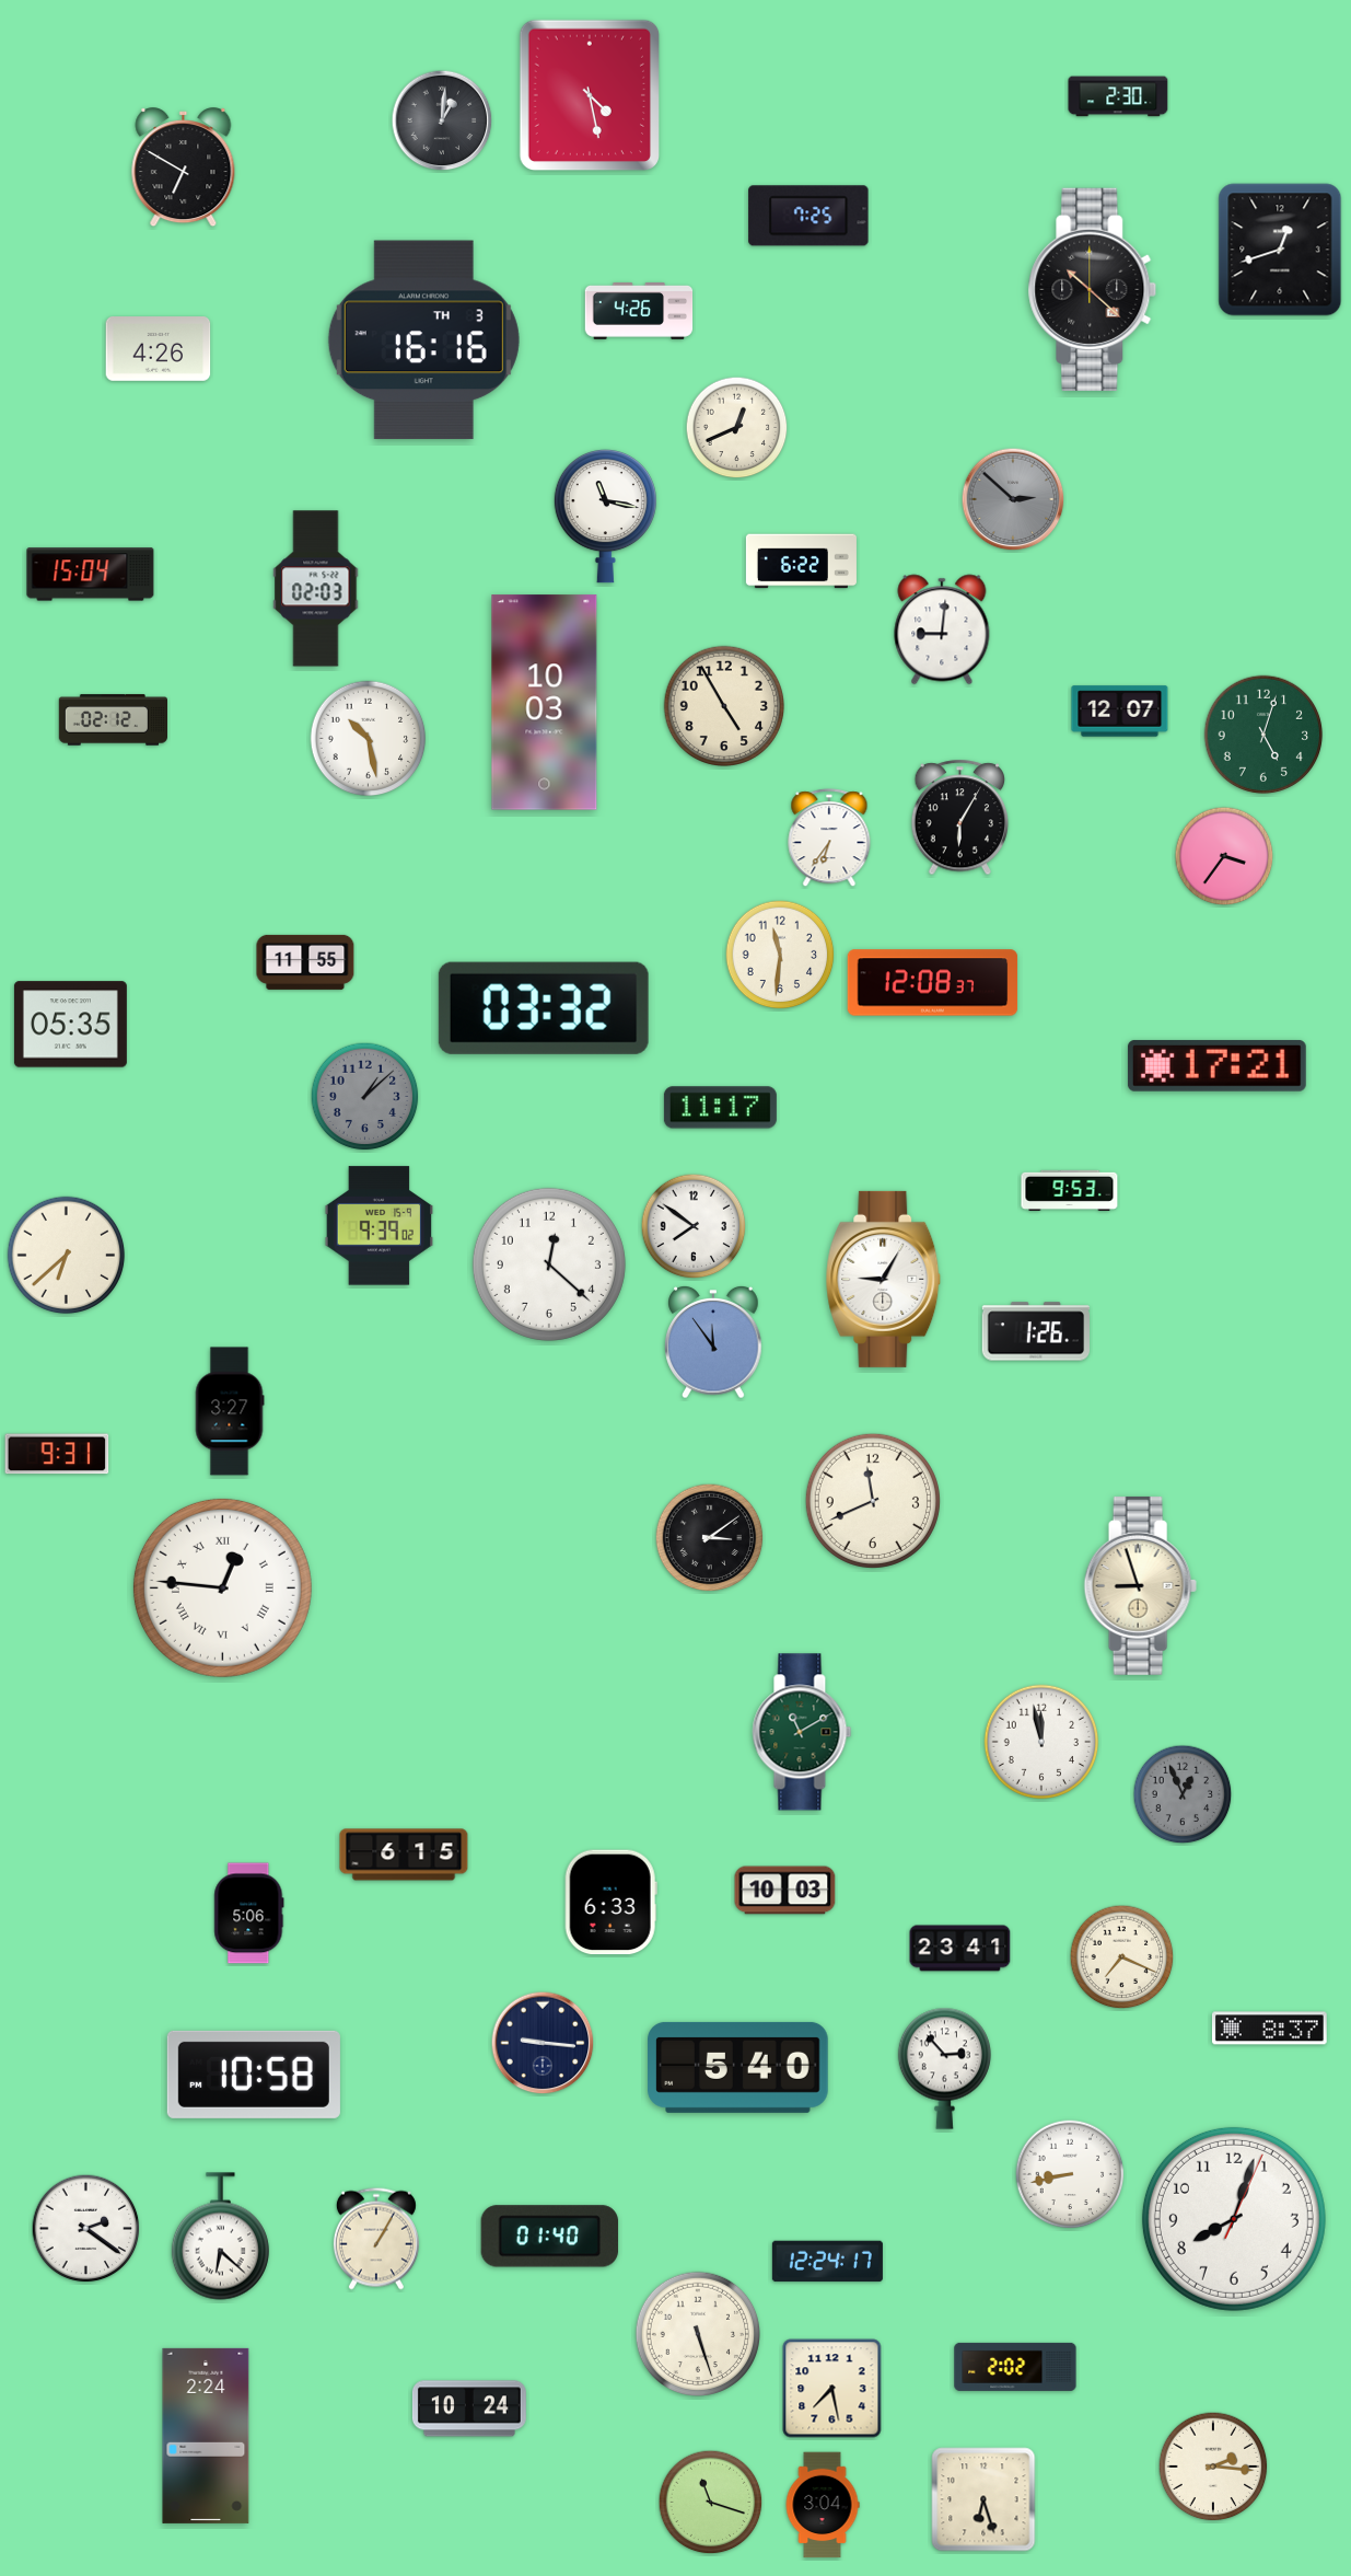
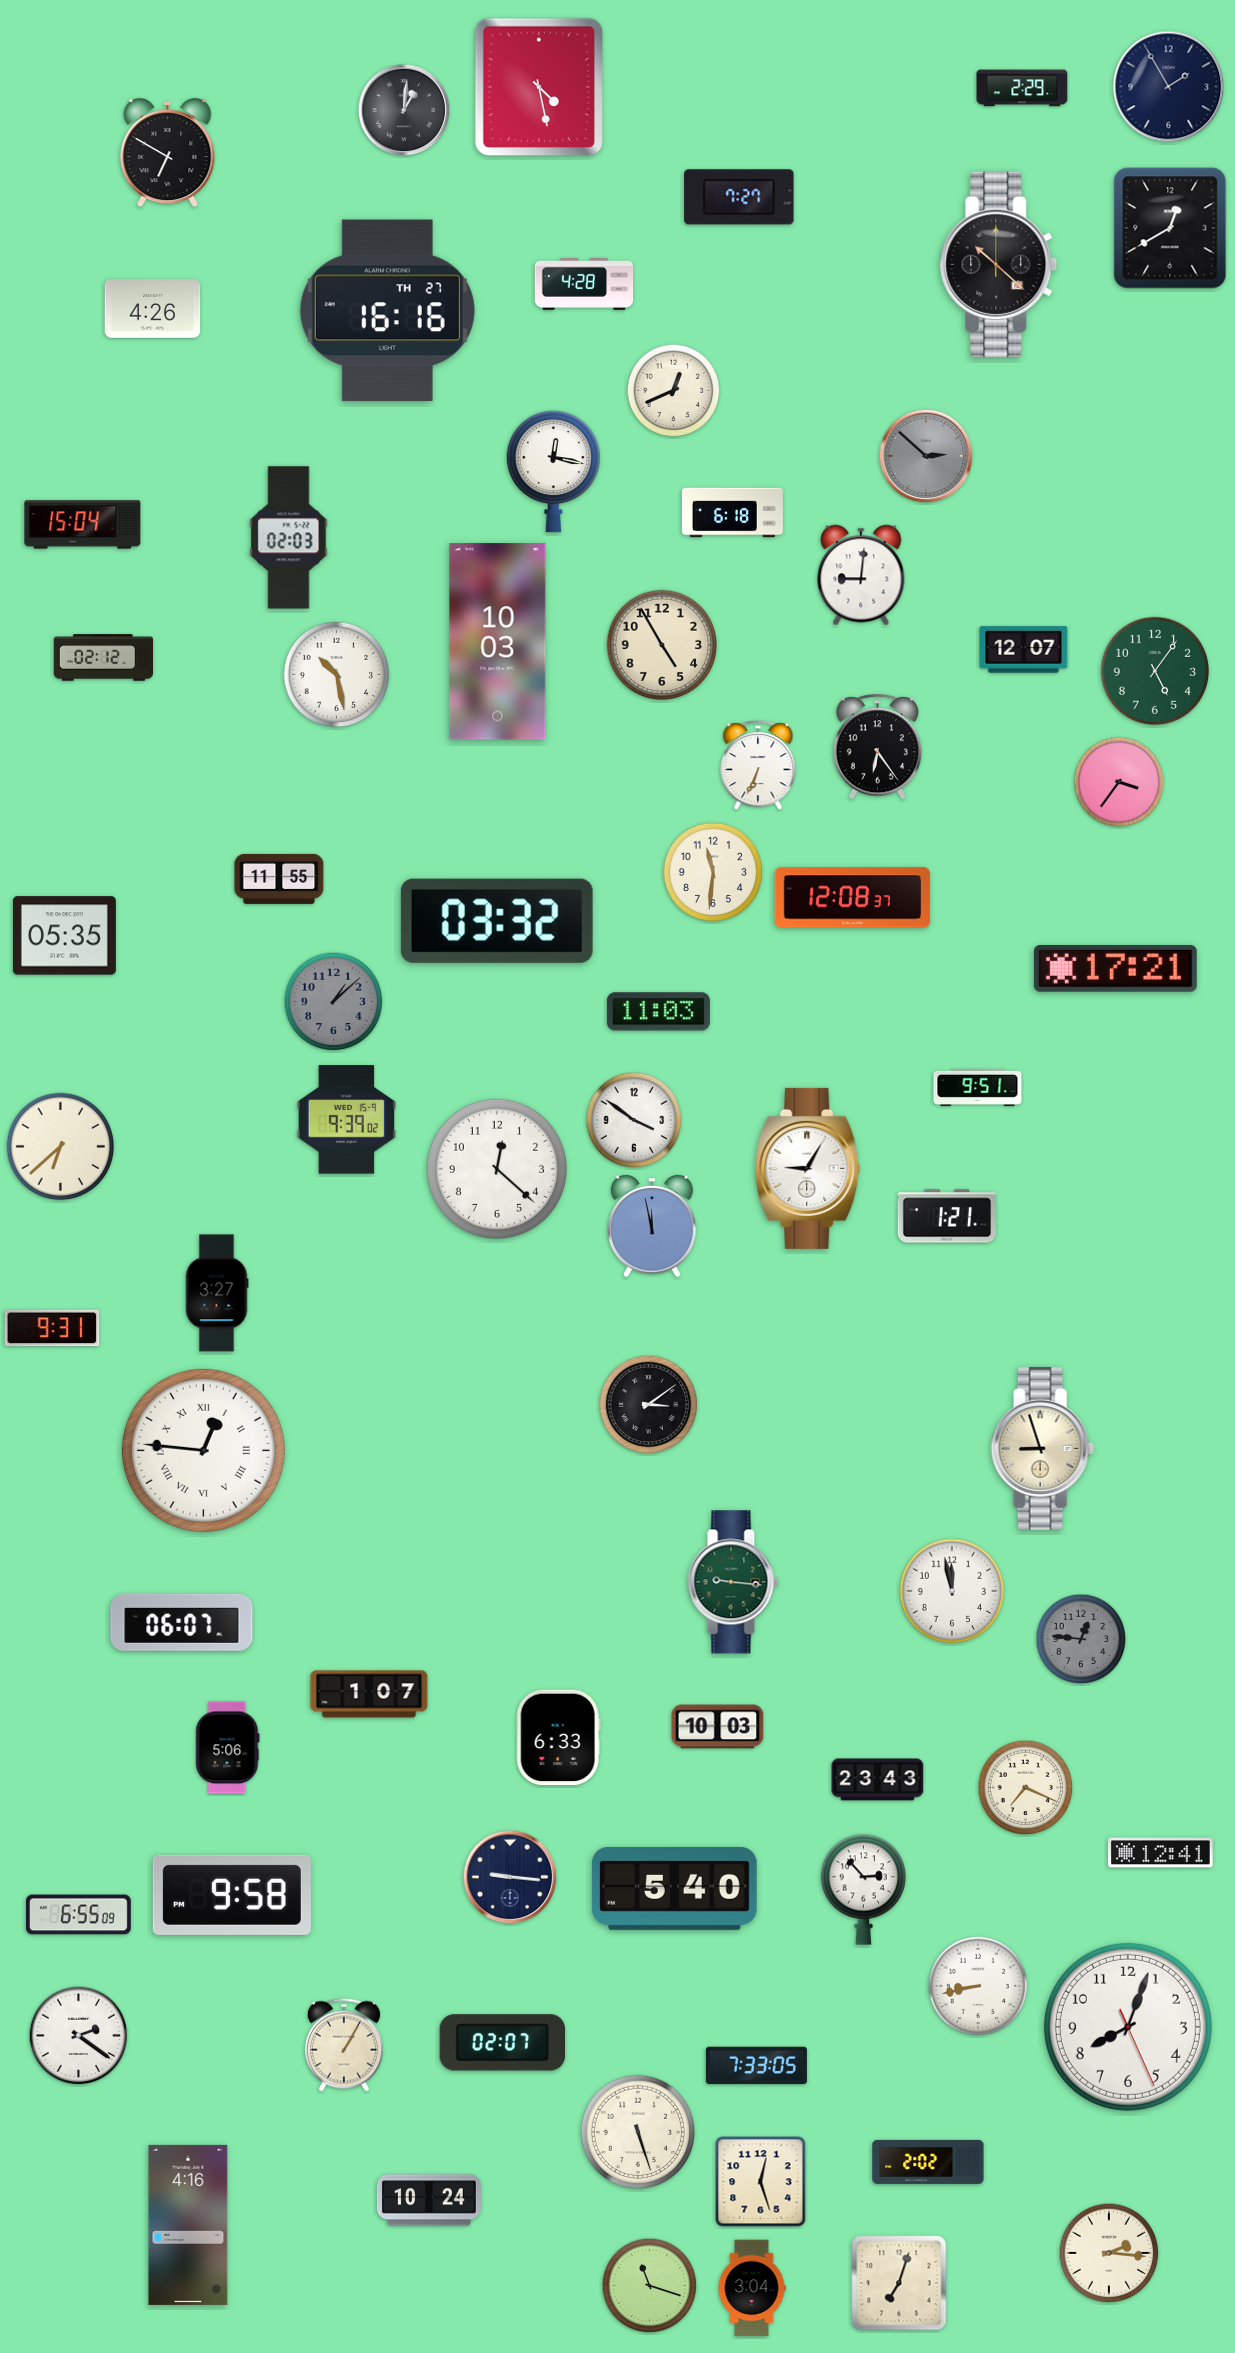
clock at (1169, 87): none -> 1:55
clock at (1118, 96): 2:30 -> 2:29
clock at (808, 216): 7:25 -> 7:27
clock at (1280, 250): 12:42 -> 12:40
clock at (639, 311): 4:26 -> 4:28
clock at (423, 340) date: TH 3 -> TH 27
clock at (159, 349) position: (159, 349) -> (153, 309)
clock at (605, 517): 11:17 -> 12:17
clock at (801, 562): 6:22 -> 6:18
clock at (1263, 735): 5:03 -> 5:06
clock at (960, 818): 6:05 -> 6:24
clock at (829, 839): 6:36 -> 6:34
clock at (1216, 1065) position: (1216, 1065) -> (1115, 968)
clock at (720, 1108): 11:17 -> 11:03
clock at (1070, 1190): 9:53 -> 9:51
clock at (694, 1226): 7:51 -> 3:51
clock at (549, 1264) position: (549, 1264) -> (497, 1169)
clock at (1035, 1331): 1:26 -> 1:21
clock at (713, 1343): 11:54 -> 11:58
clock at (230, 1411) position: (230, 1411) -> (217, 1293)
clock at (873, 1501): 11:41 -> none
clock at (802, 1732): 11:10 -> 9:16
clock at (182, 1622): none -> 06:07
clock at (1183, 1794): 12:56 -> 12:46
clock at (404, 1855): 6:15 -> 1:07
clock at (960, 1949): 23:41 -> 23:43
clock at (1269, 2029): 8:37 -> 12:41
clock at (543, 2043) position: (543, 2043) -> (510, 1877)
clock at (254, 2075): 10:58 -> 9:58
clock at (79, 1915): none -> 6:55
clock at (1234, 2219): 8:03:04 -> 8:03:26
clock at (220, 2237): 6:22 -> none
clock at (550, 2237): 01:40 -> 02:07
clock at (827, 2262): 12:24 -> 7:33
clock at (832, 2389): 7:28 -> 12:27
clock at (206, 2436): 2:24 -> 4:16
clock at (983, 2499): 6:27 -> 7:03
